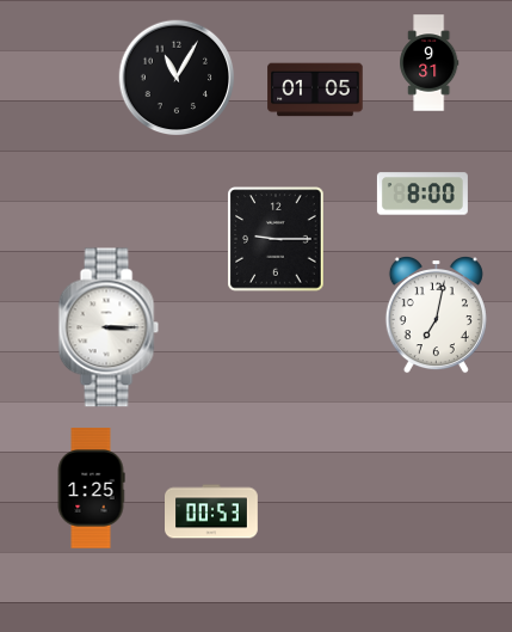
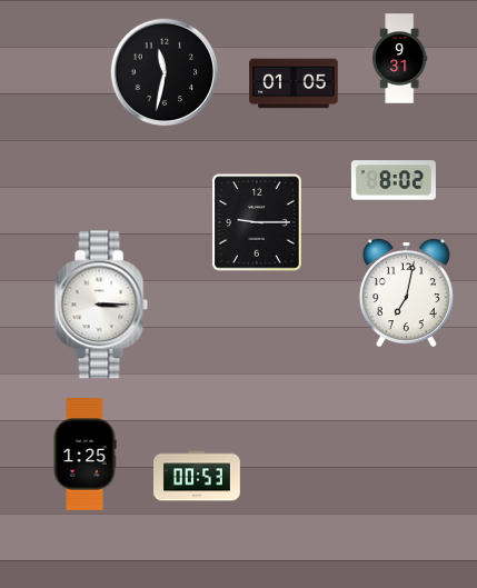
clock at (177, 78): 11:05 -> 11:32
clock at (422, 194): 8:00 -> 8:02
